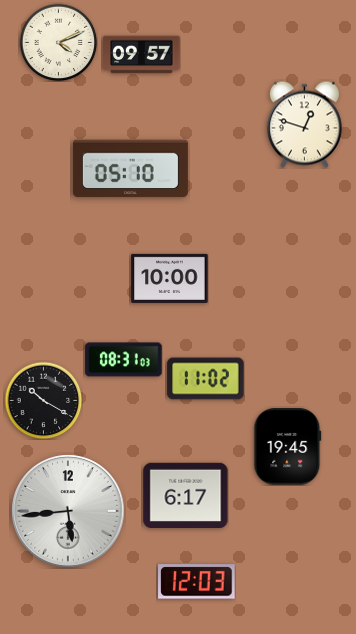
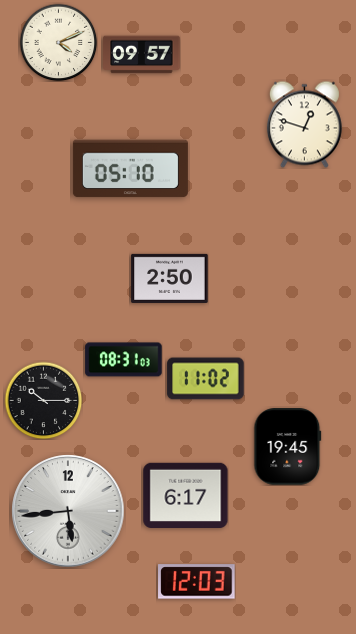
clock at (170, 278): 10:00 -> 2:50
clock at (43, 400): 10:20 -> 10:15
